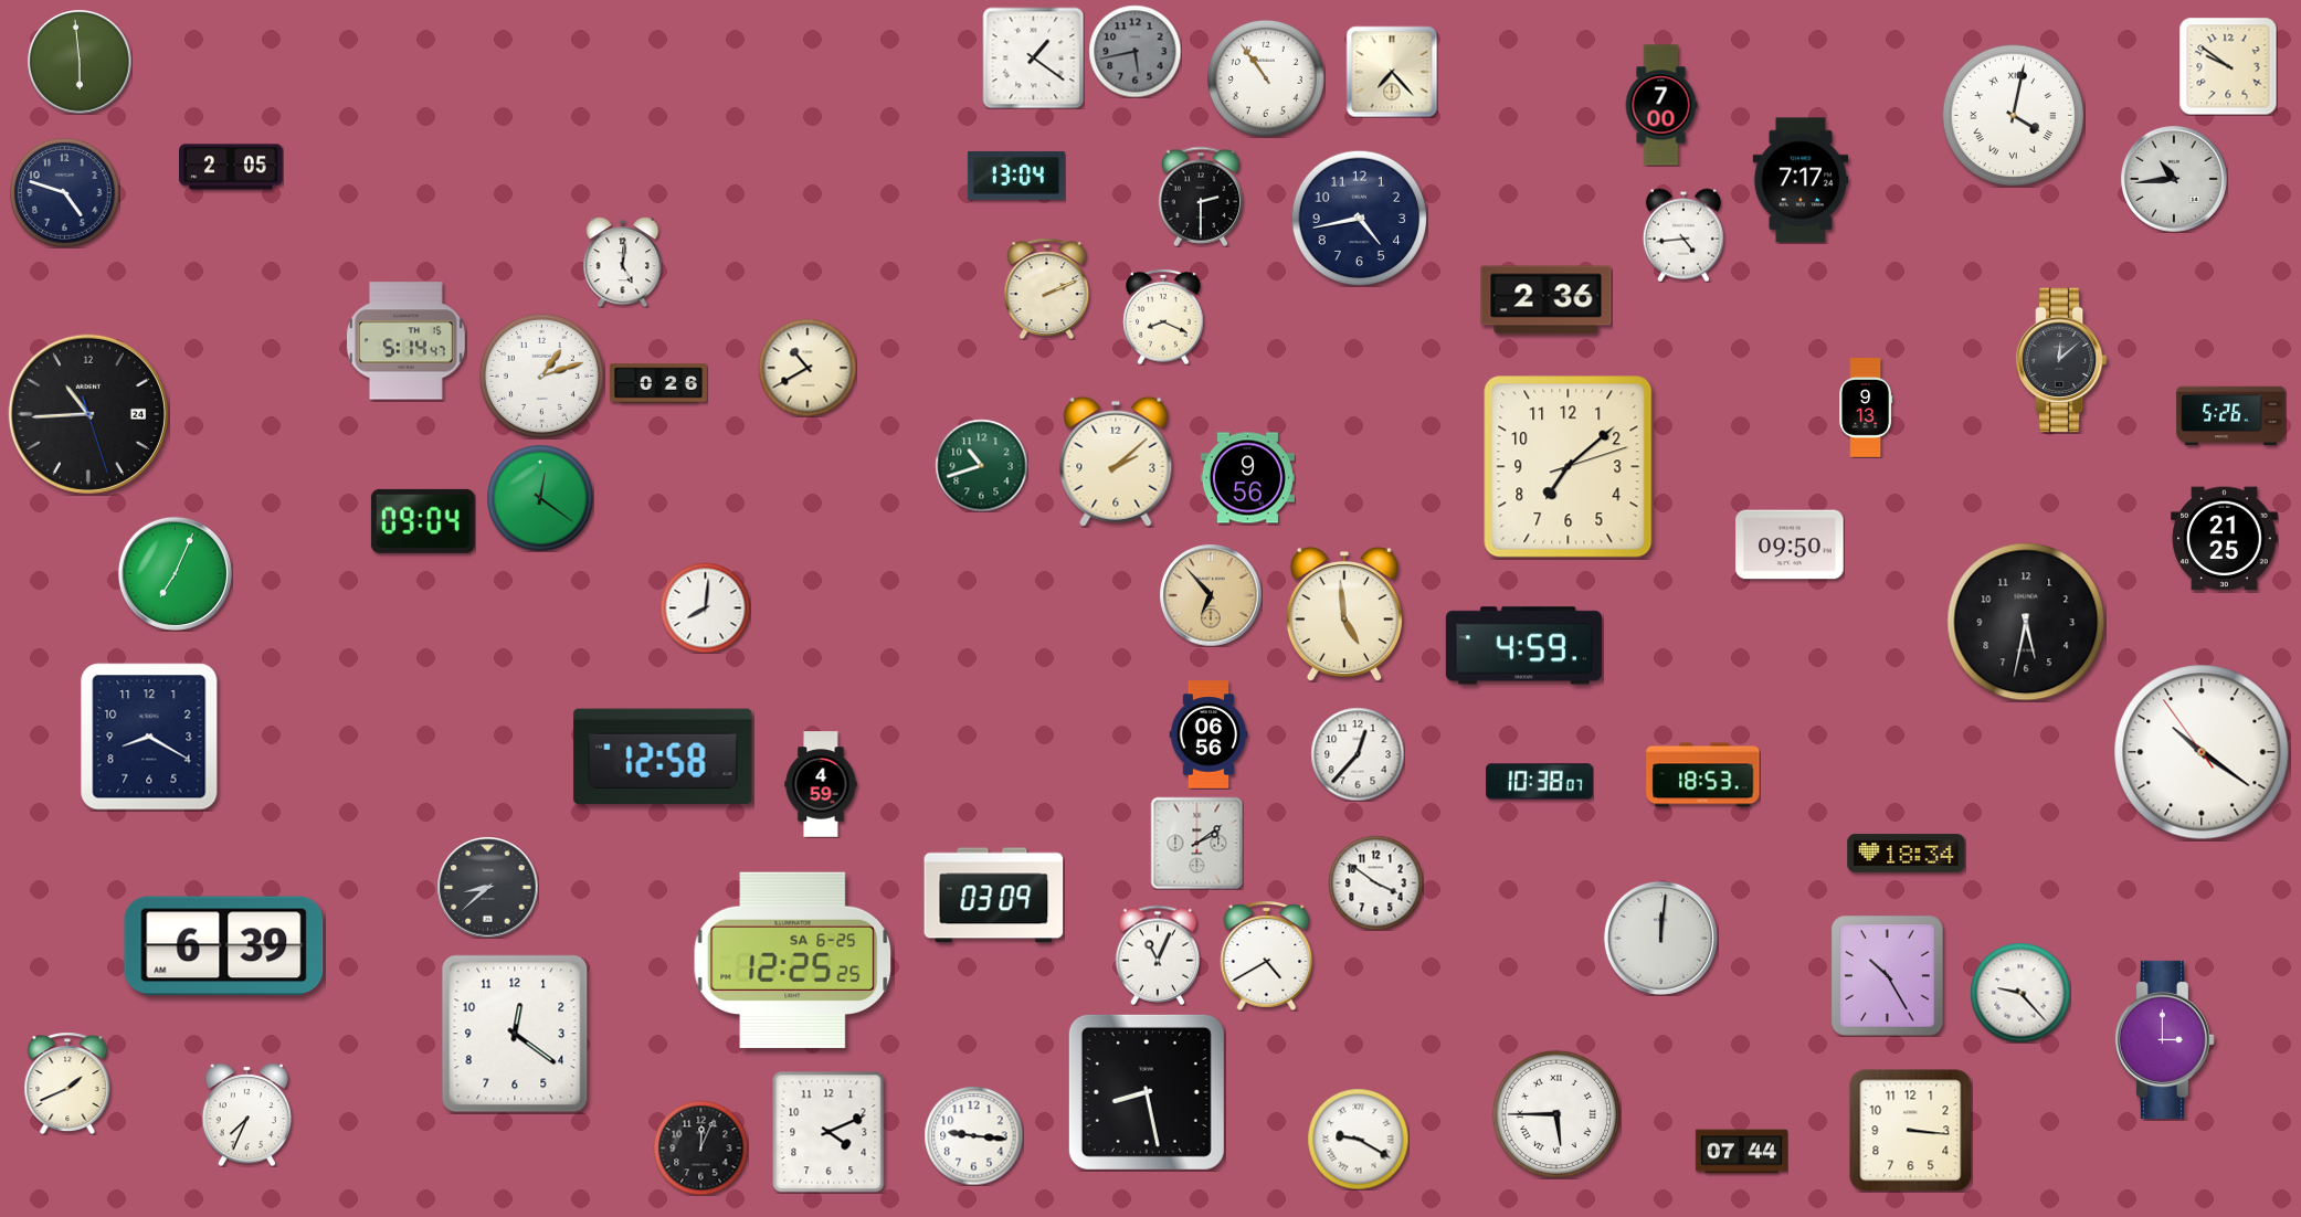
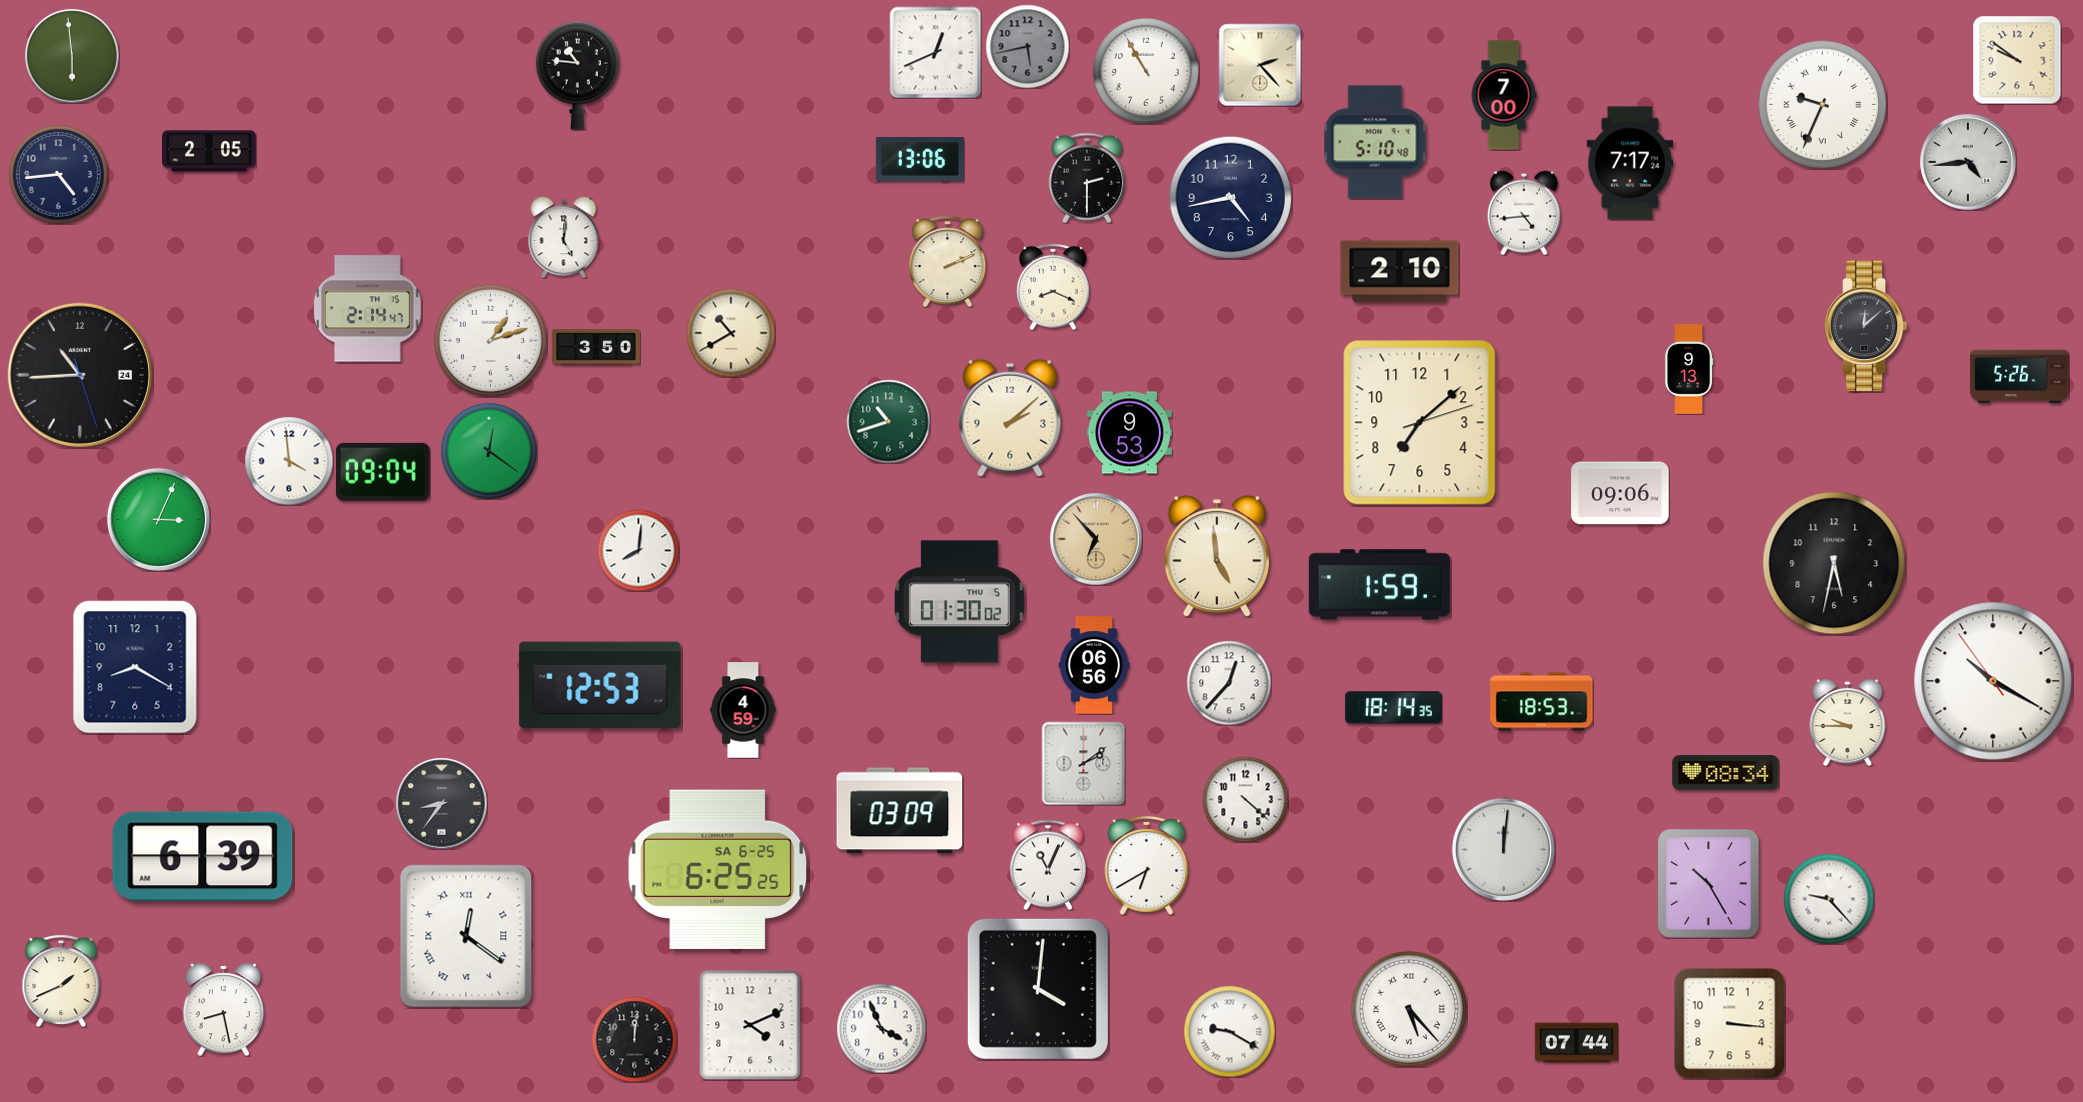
clock at (1033, 57): 1:21 -> 12:41
clock at (1392, 72): 7:23 -> 2:23
clock at (1266, 78): 10:54 -> 10:55
clock at (577, 75): none -> 10:46
clock at (2013, 115): 4:02 -> 9:34
clock at (1375, 142): none -> 5:10
clock at (1016, 176): 13:04 -> 13:06
clock at (2175, 180): 10:44 -> 4:44
clock at (65, 193): 4:48 -> 4:44
clock at (1547, 300): 2:36 -> 2:10
clock at (407, 341): 5:14 -> 2:14
clock at (658, 383): 0:26 -> 3:50
clock at (1247, 478): 9:56 -> 9:53
clock at (289, 461): none -> 3:59
clock at (2225, 539): 21:25 -> none
clock at (1790, 544): 09:50 -> 09:06
clock at (175, 573): 7:04 -> 3:04
clock at (1523, 646): 4:59 -> 1:59
clock at (959, 602): none -> 01:30
clock at (2202, 752): 10:20 -> 10:19
clock at (663, 756): 12:58 -> 12:53
clock at (1540, 782): 10:38 -> 18:14
clock at (1848, 723): none -> 9:45
clock at (1907, 854): 18:34 -> 08:34
clock at (1375, 882): 3:51 -> 4:22
clock at (487, 887): 8:38 -> 8:36
clock at (1267, 955): 4:40 -> 6:40
clock at (793, 960): 12:25 -> 6:25
clock at (515, 1034) numerals: Arabic -> Roman
clock at (2164, 1039): 3:00 -> none
clock at (1147, 1092): 8:28 -> 4:01
clock at (247, 1114): 7:34 -> 8:28
clock at (1556, 1114): 5:45 -> 5:23
clock at (973, 1135): 9:16 -> 3:56
clock at (700, 1147): 12:04 -> 12:01
